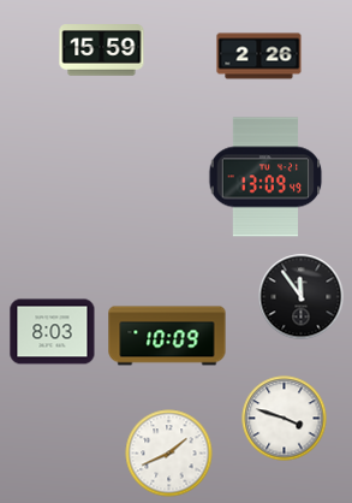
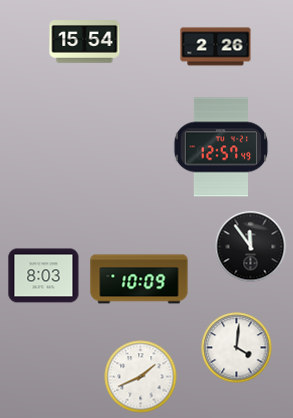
clock at (102, 51): 15:59 -> 15:54
clock at (266, 177): 13:09 -> 12:57
clock at (285, 419): 3:48 -> 4:01
